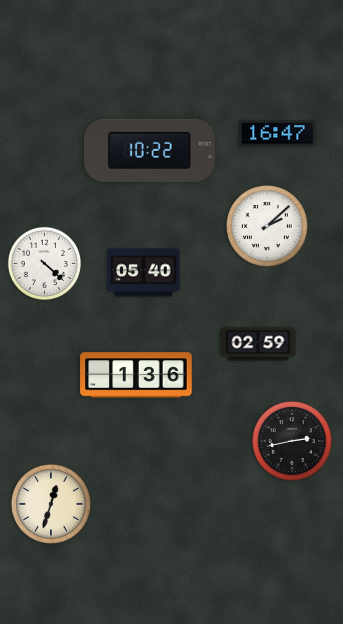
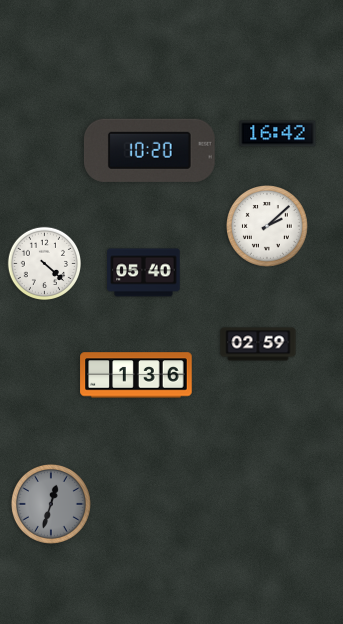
clock at (278, 134): 16:47 -> 16:42
clock at (149, 150): 10:22 -> 10:20
clock at (292, 441): 2:43 -> none
clock at (51, 504) dial: cream -> grey
